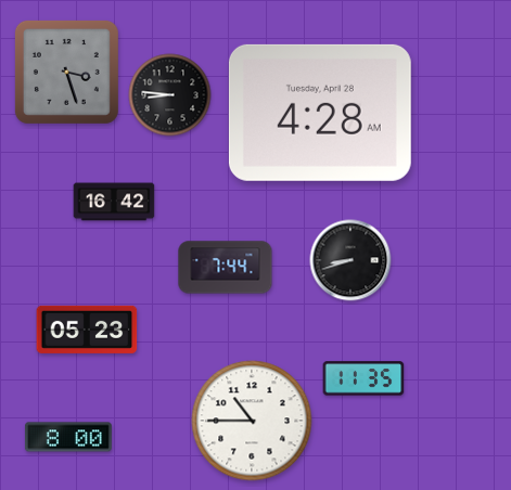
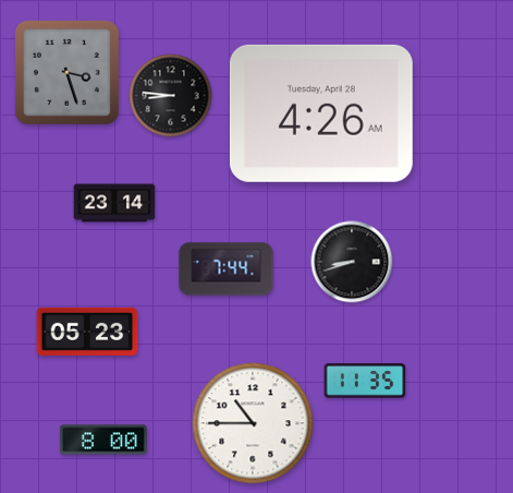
clock at (320, 113): 4:28 -> 4:26
clock at (114, 202): 16:42 -> 23:14
clock at (68, 437) position: (68, 437) -> (103, 440)
